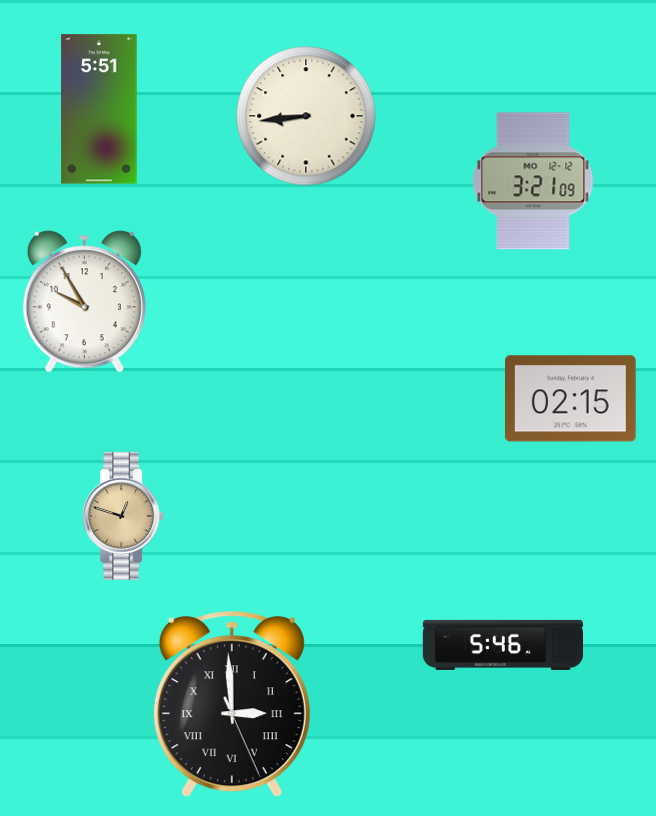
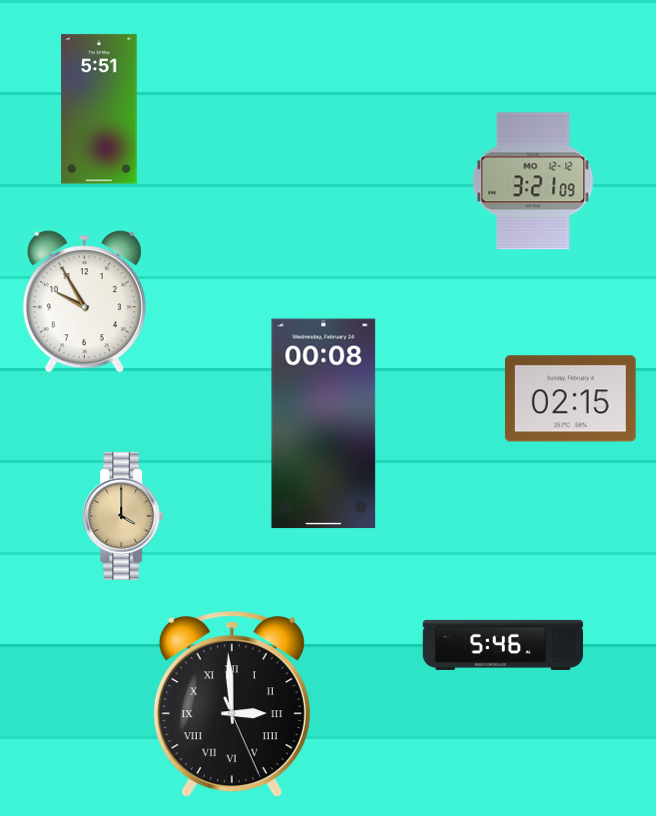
clock at (306, 116): 8:44 -> none
clock at (324, 424): none -> 00:08
clock at (123, 516): 12:48 -> 4:00
